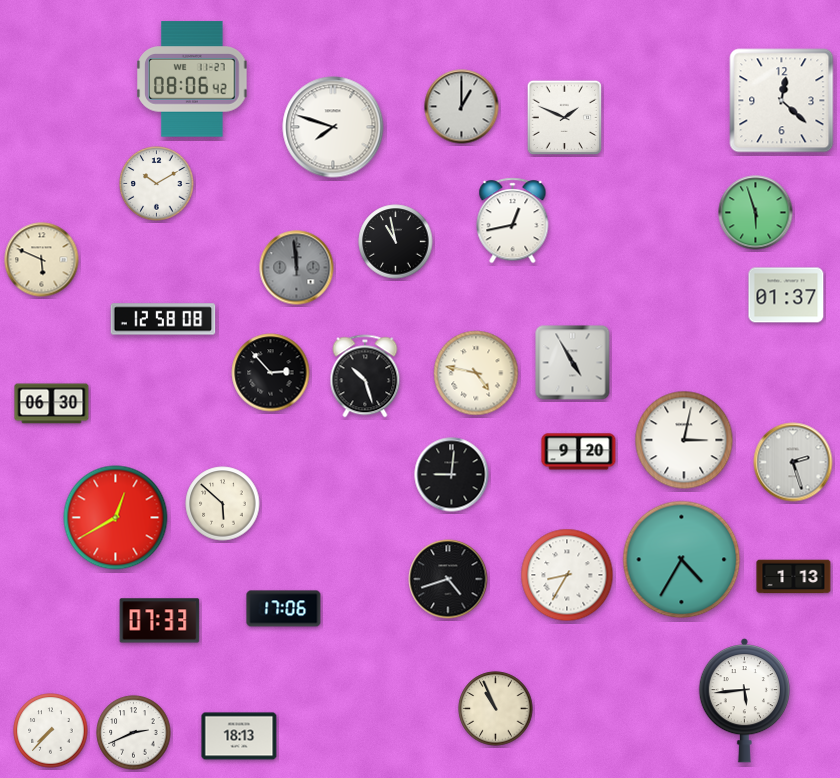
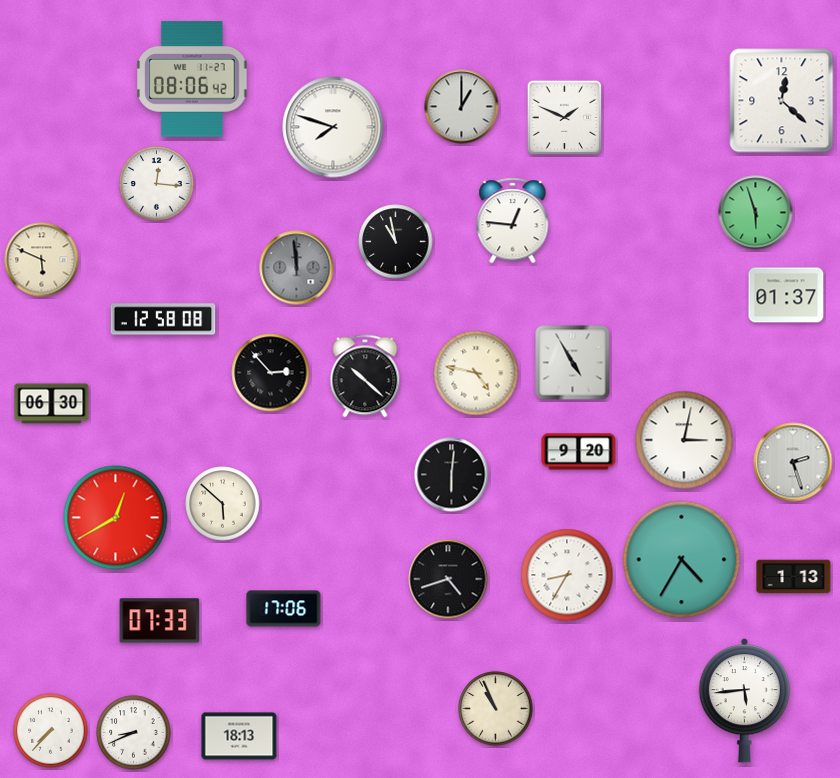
clock at (157, 184): 10:10 -> 12:16
clock at (513, 221): 12:43 -> 12:46
clock at (365, 376): 10:27 -> 10:22
clock at (452, 475): 9:01 -> 6:01
clock at (134, 733): 2:41 -> 8:41
